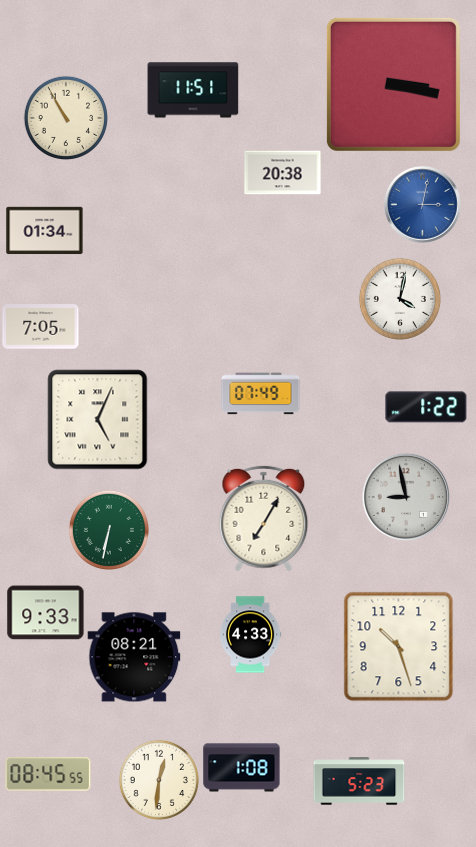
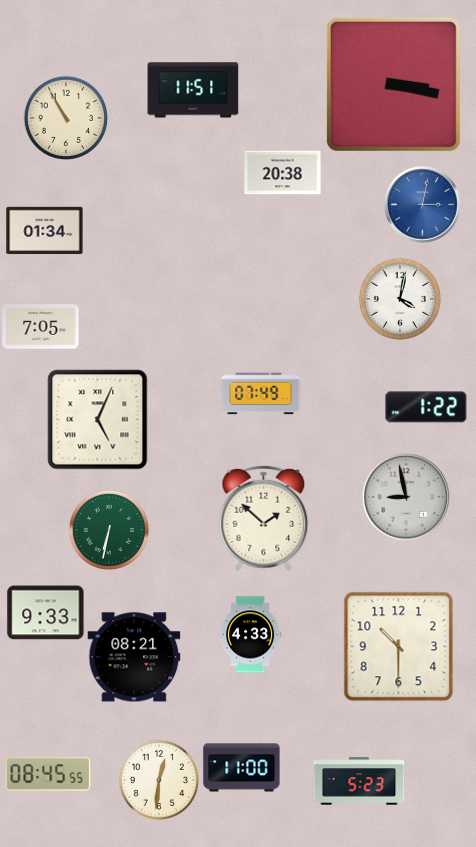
clock at (264, 519): 7:05 -> 1:52
clock at (399, 647): 10:27 -> 10:30
clock at (242, 768): 1:08 -> 11:00
